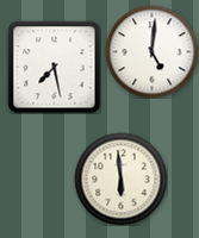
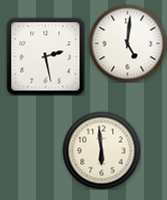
clock at (54, 67): 7:28 -> 2:28
